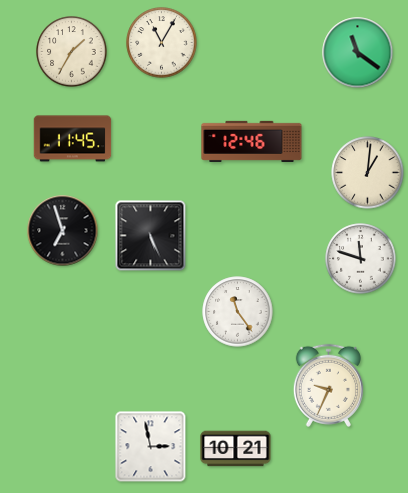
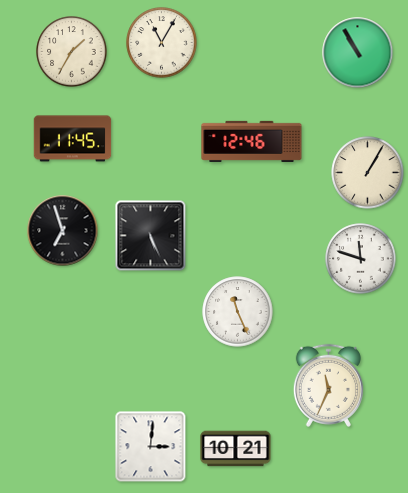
clock at (358, 53): 11:21 -> 10:55
clock at (368, 173): 1:01 -> 1:05
clock at (238, 312): 11:24 -> 11:26
clock at (328, 385): 9:34 -> 11:34
clock at (151, 447): 2:58 -> 3:01
